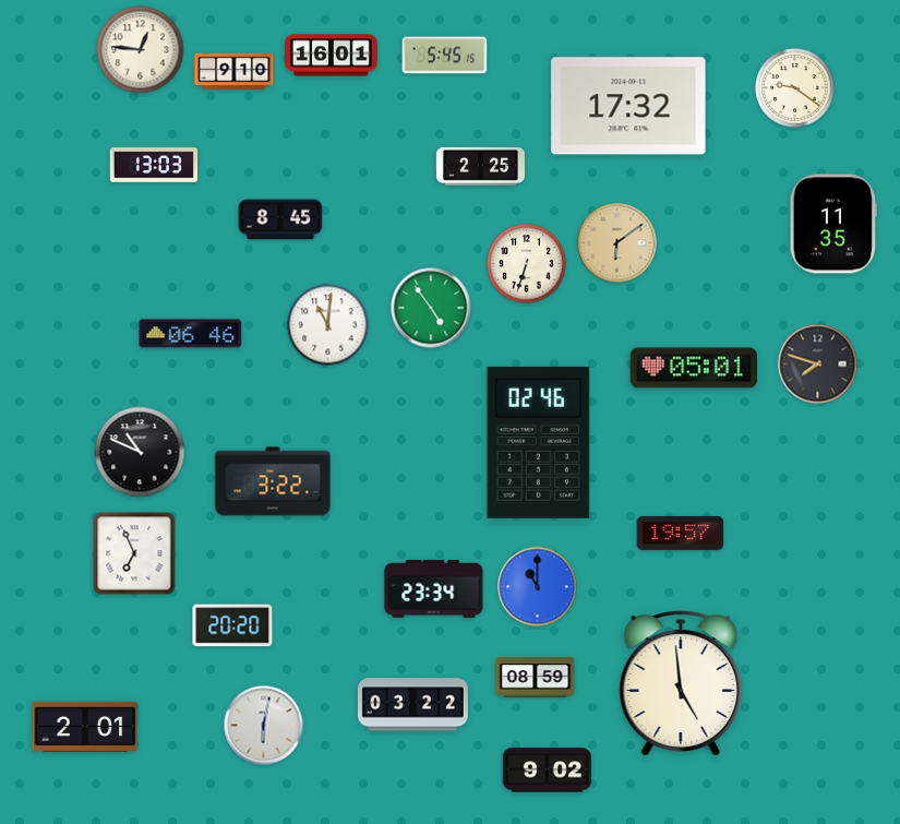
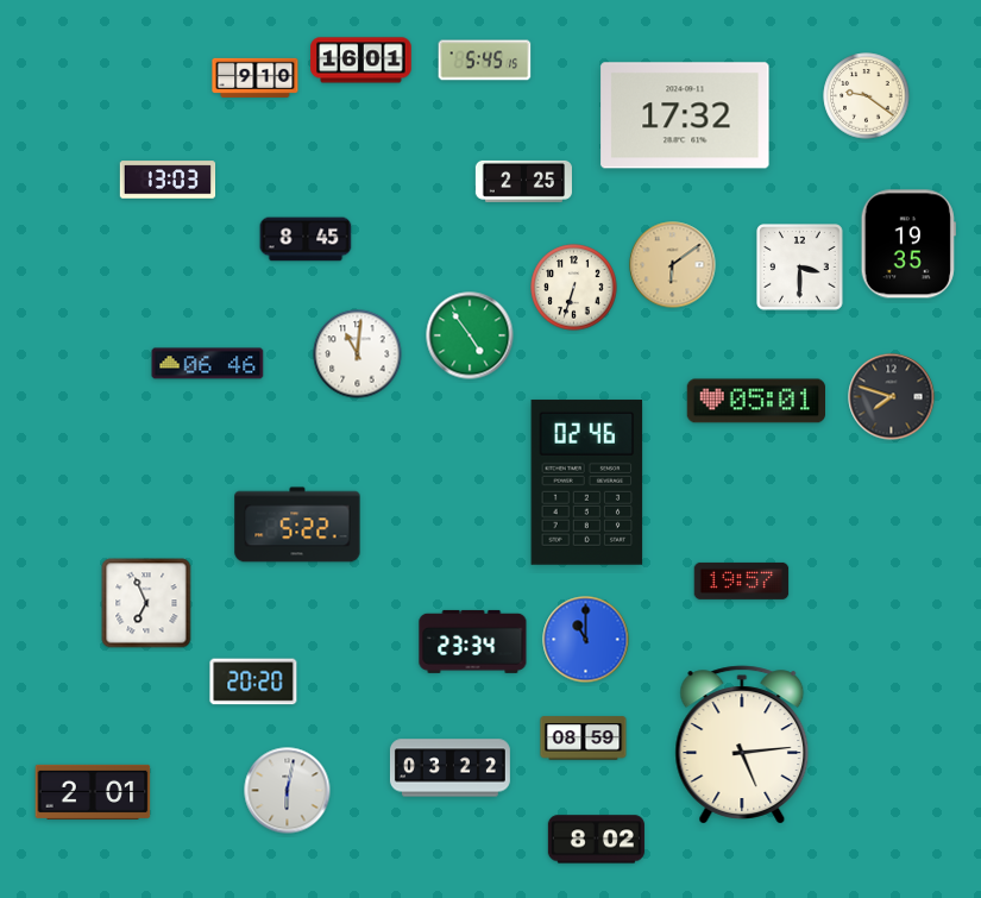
clock at (141, 50): 12:46 -> none
clock at (833, 224): 11:35 -> 19:35
clock at (800, 268): none -> 3:30
clock at (140, 452): 10:49 -> none
clock at (273, 481): 3:22 -> 5:22
clock at (681, 683): 4:59 -> 5:14
clock at (547, 771): 9:02 -> 8:02
